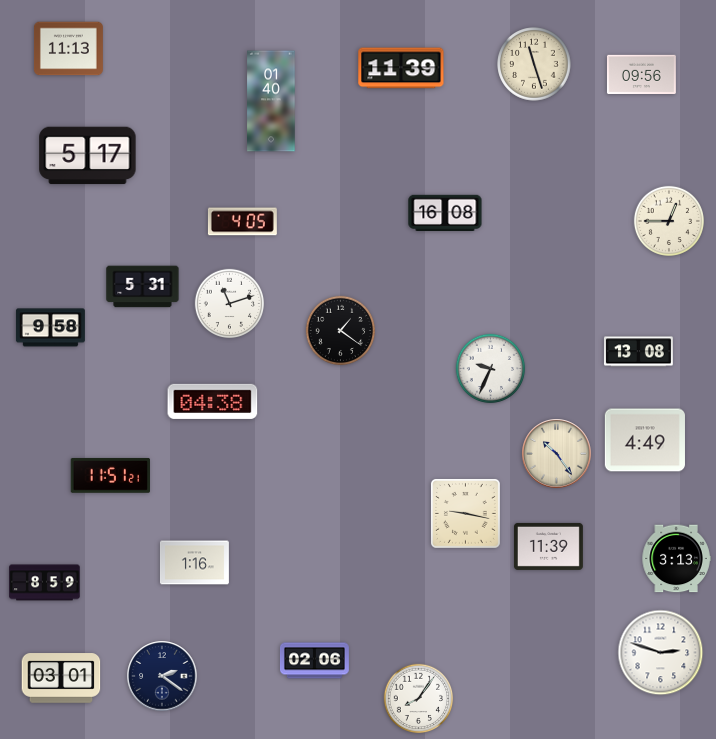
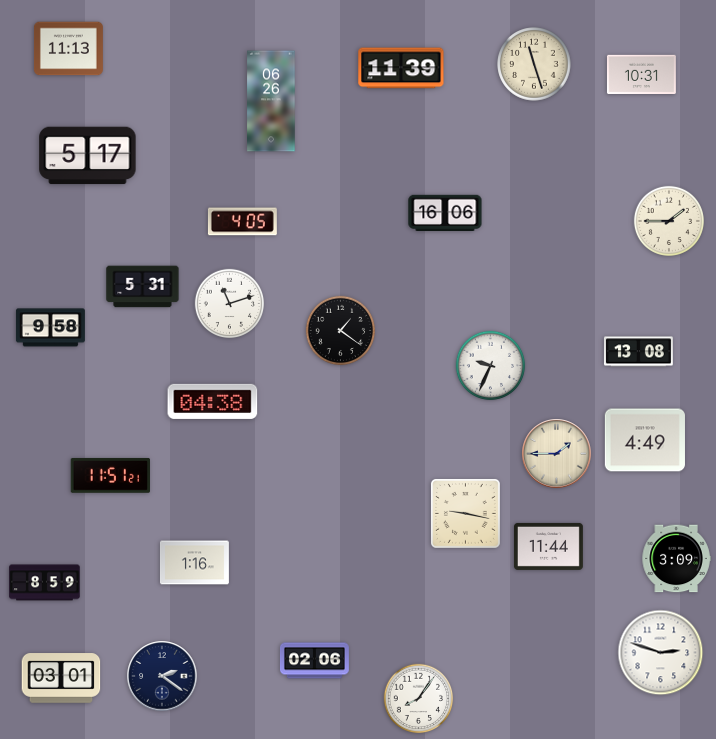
clock at (641, 75): 09:56 -> 10:31
clock at (271, 101): 01:40 -> 06:26
clock at (445, 213): 16:08 -> 16:06
clock at (668, 220): 12:45 -> 1:45
clock at (491, 369) position: (491, 369) -> (491, 366)
clock at (557, 454): 10:24 -> 1:45
clock at (548, 546): 11:39 -> 11:44
clock at (676, 559): 3:13 -> 3:09
